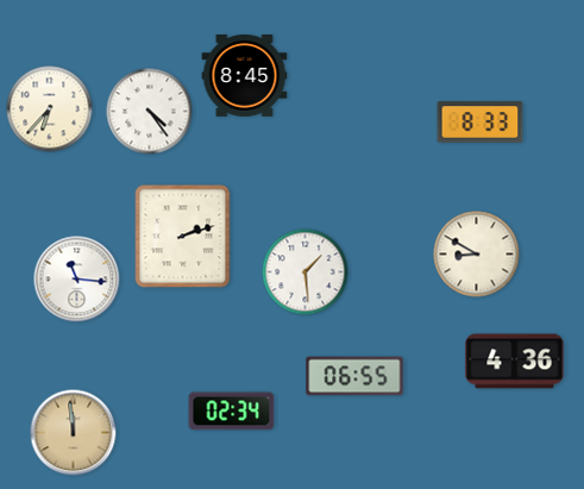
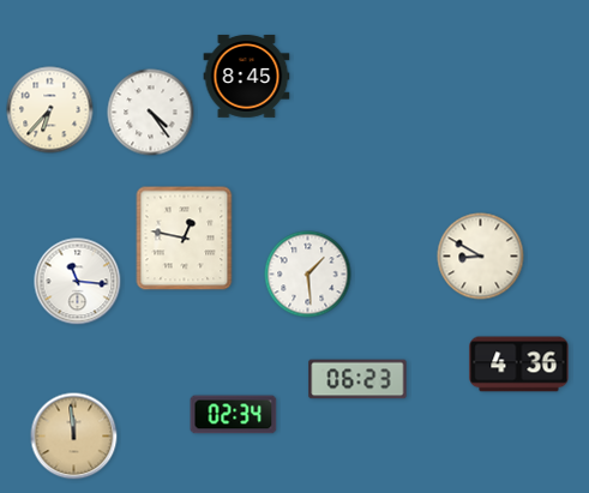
clock at (481, 123): 8:33 -> none
clock at (183, 237): 2:12 -> 12:47
clock at (354, 376): 06:55 -> 06:23
